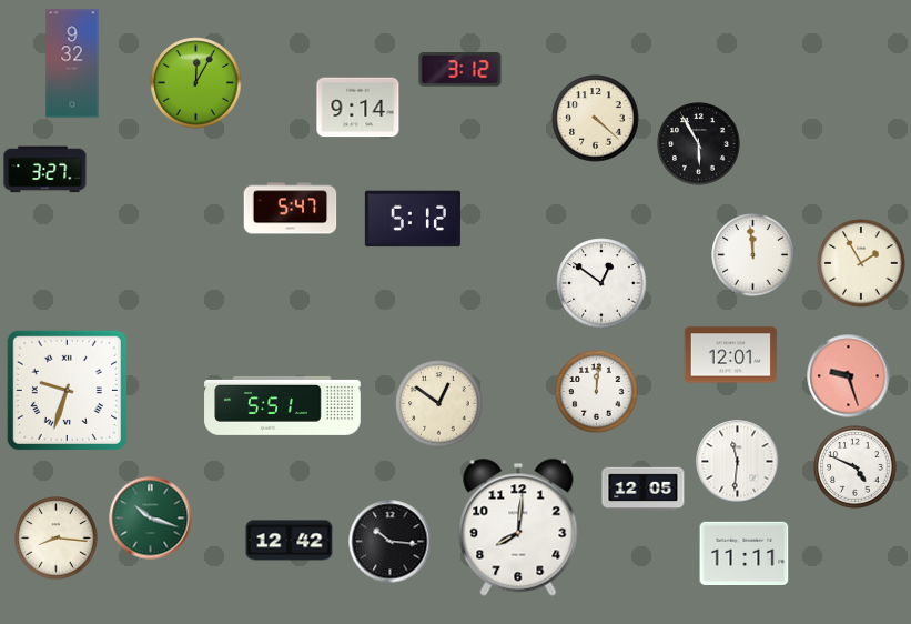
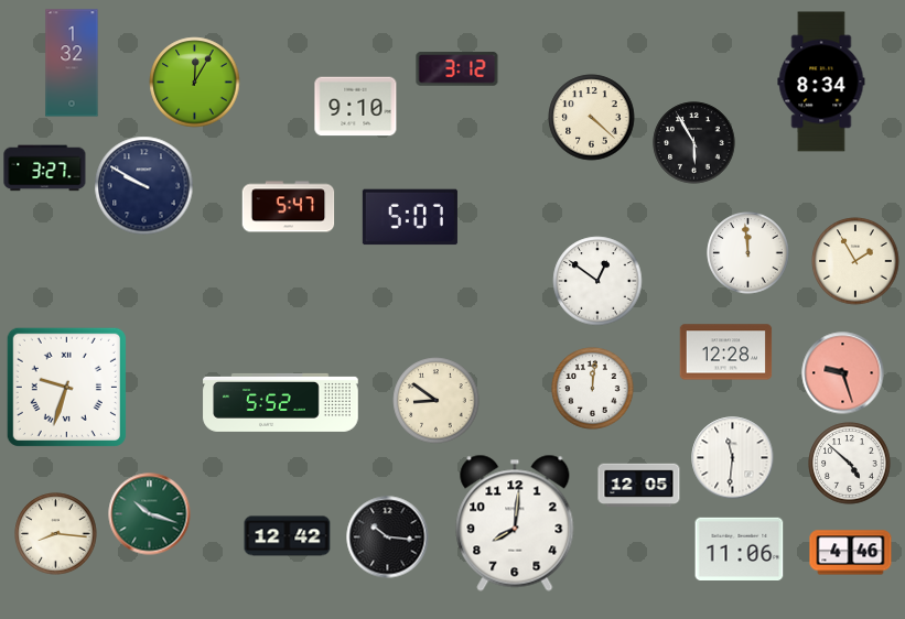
clock at (72, 63): 9:32 -> 1:32
clock at (821, 82): none -> 8:34
clock at (358, 108): 9:14 -> 9:10
clock at (144, 186): none -> 9:50
clock at (413, 219): 5:12 -> 5:07
clock at (731, 355): 12:01 -> 12:28
clock at (439, 404): 12:51 -> 8:51
clock at (283, 405): 5:51 -> 5:52
clock at (856, 467): 4:49 -> 4:52
clock at (745, 553): 11:11 -> 11:06
clock at (851, 553): none -> 4:46
